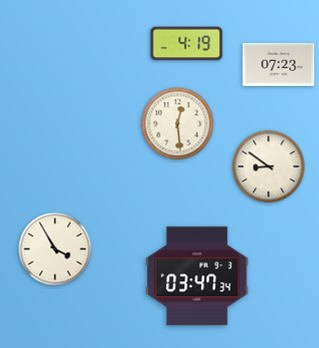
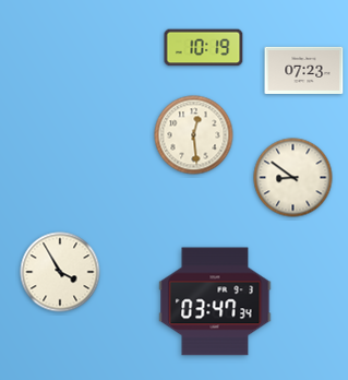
clock at (187, 44): 4:19 -> 10:19
clock at (269, 167) position: (269, 167) -> (293, 178)
